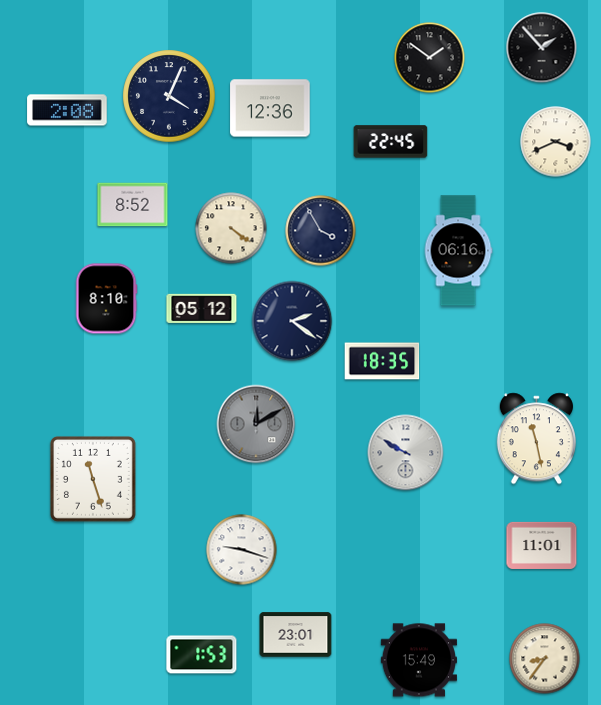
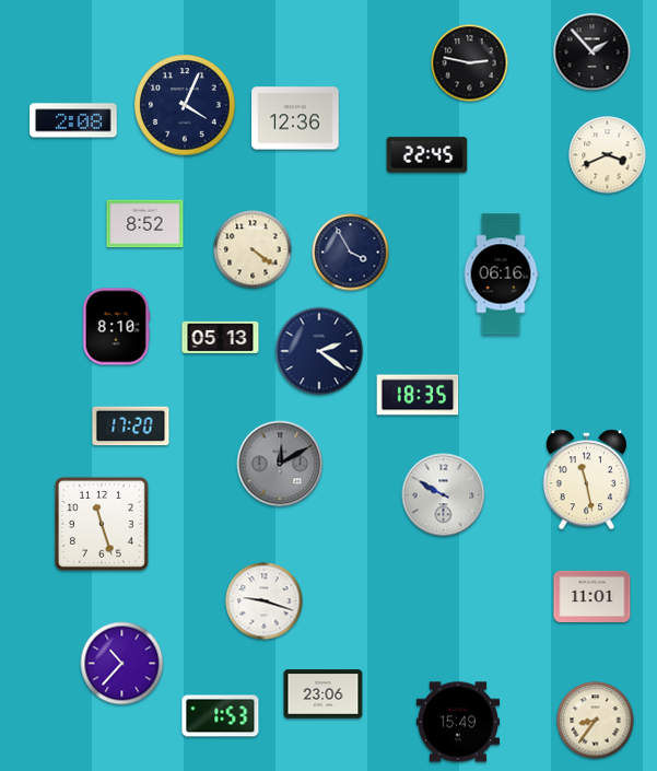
clock at (430, 58): 1:51 -> 2:47
clock at (202, 308): 05:12 -> 05:13
clock at (131, 427): none -> 17:20
clock at (122, 664): none -> 10:37
clock at (296, 635): 23:01 -> 23:06
